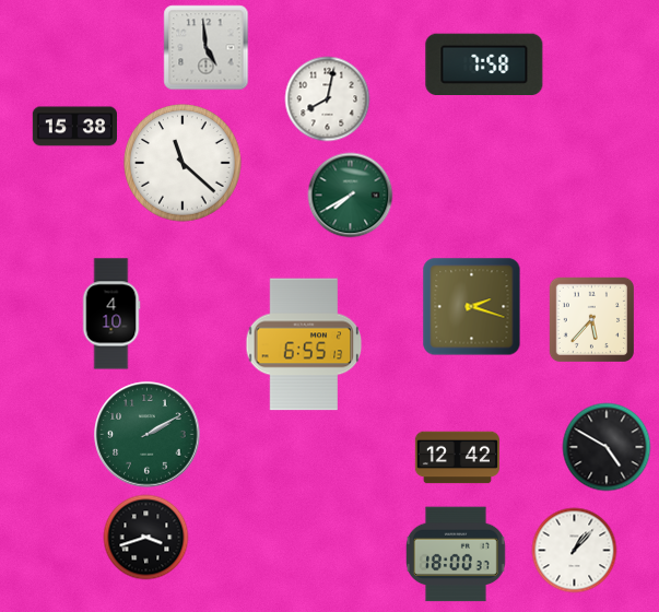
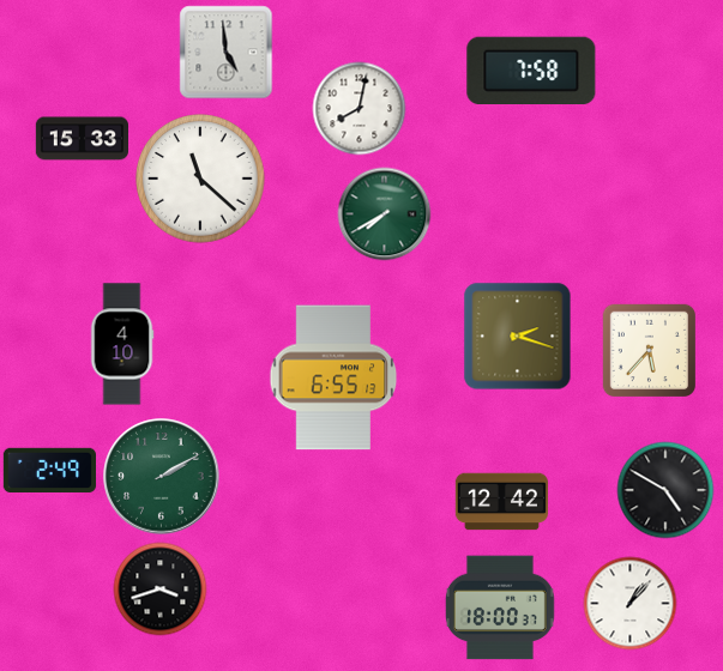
clock at (74, 127): 15:38 -> 15:33
clock at (49, 471): none -> 2:49
